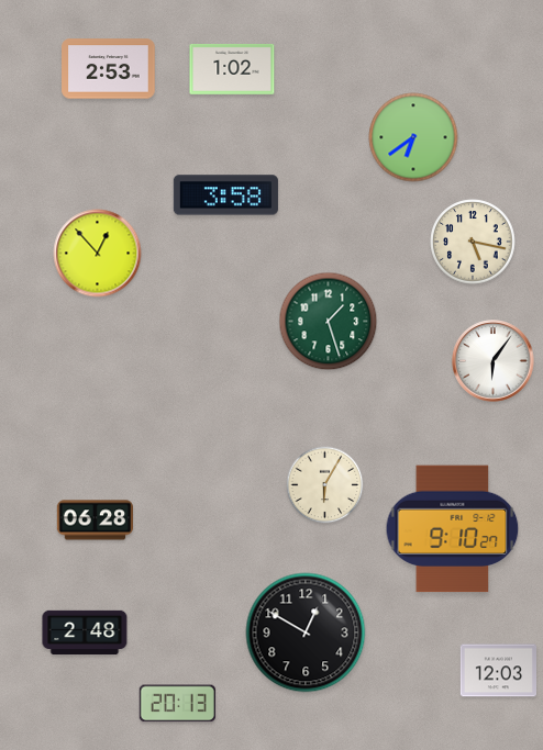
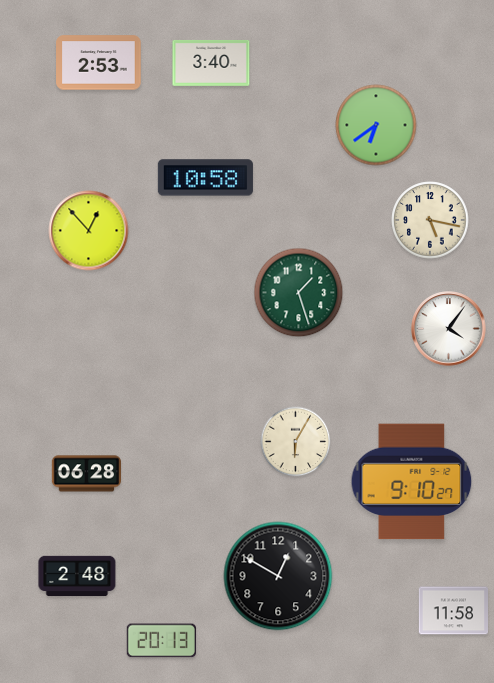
clock at (232, 69): 1:02 -> 3:40
clock at (225, 195): 3:58 -> 10:58
clock at (494, 361): 6:06 -> 4:06
clock at (498, 671): 12:03 -> 11:58
